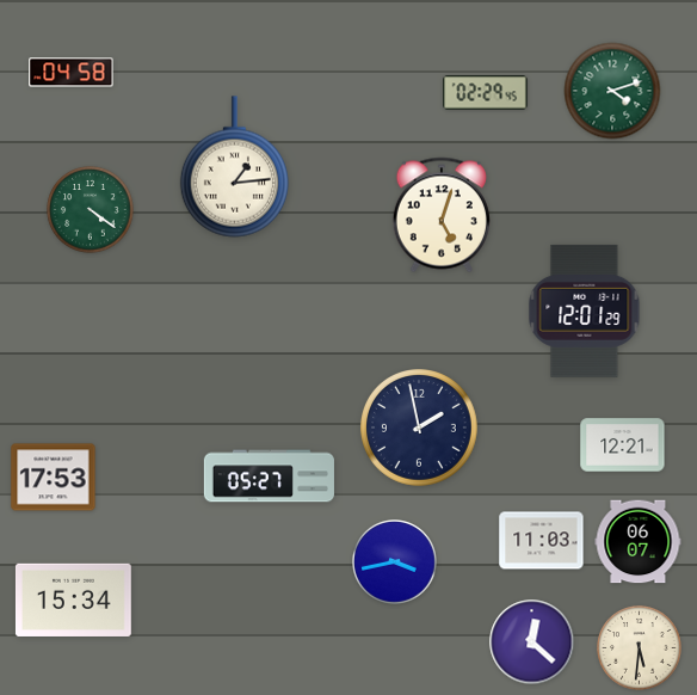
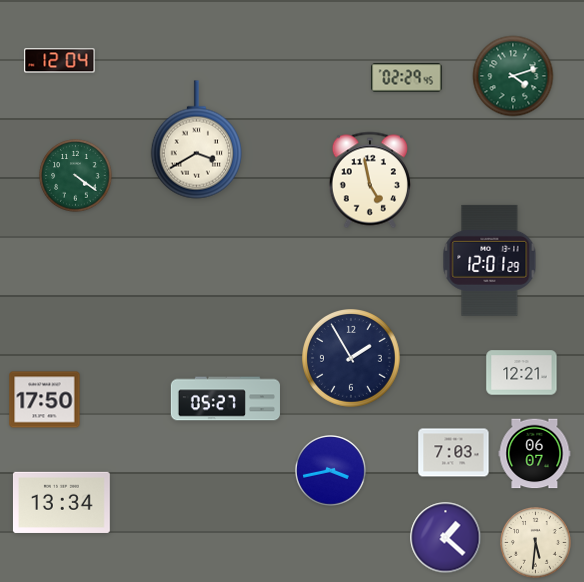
clock at (72, 73): 04:58 -> 12:04
clock at (234, 167): 1:14 -> 3:40
clock at (442, 215): 5:03 -> 4:58
clock at (420, 429): 1:58 -> 1:55
clock at (54, 478): 17:53 -> 17:50
clock at (542, 541): 11:03 -> 7:03
clock at (73, 599): 15:34 -> 13:34
clock at (532, 642): 12:22 -> 1:22
